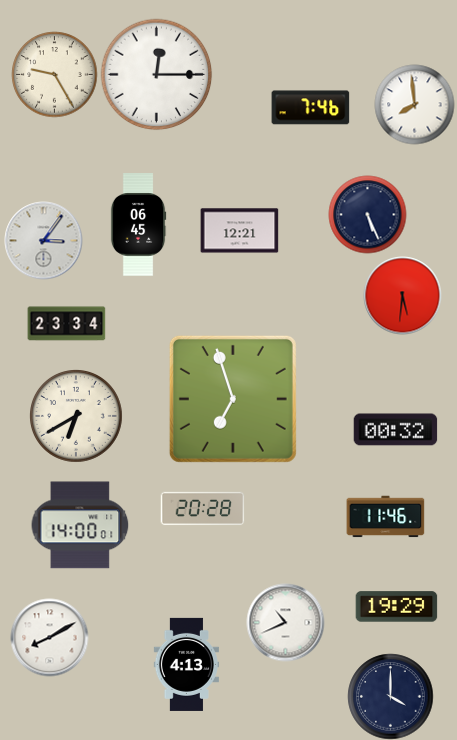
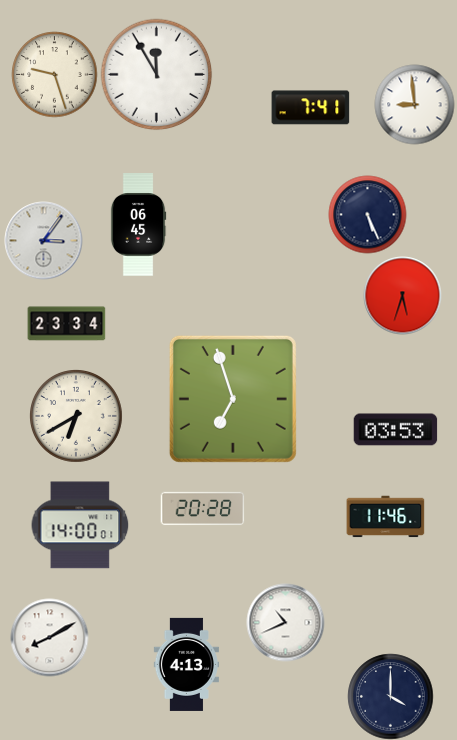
clock at (54, 74): 9:25 -> 9:27
clock at (156, 74): 12:15 -> 11:55
clock at (414, 104): 7:59 -> 8:59
clock at (310, 108): 7:46 -> 7:41
clock at (239, 231): 12:21 -> none
clock at (402, 295): 5:31 -> 5:33
clock at (395, 430): 00:32 -> 03:53
clock at (396, 607): 19:29 -> none
